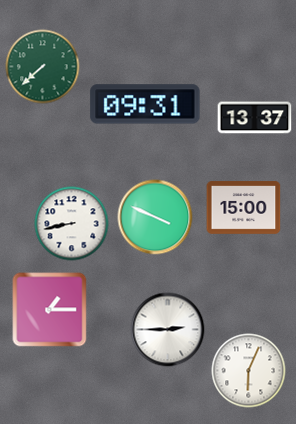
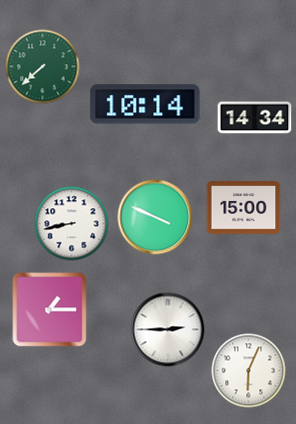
clock at (145, 104): 09:31 -> 10:14
clock at (255, 118): 13:37 -> 14:34
